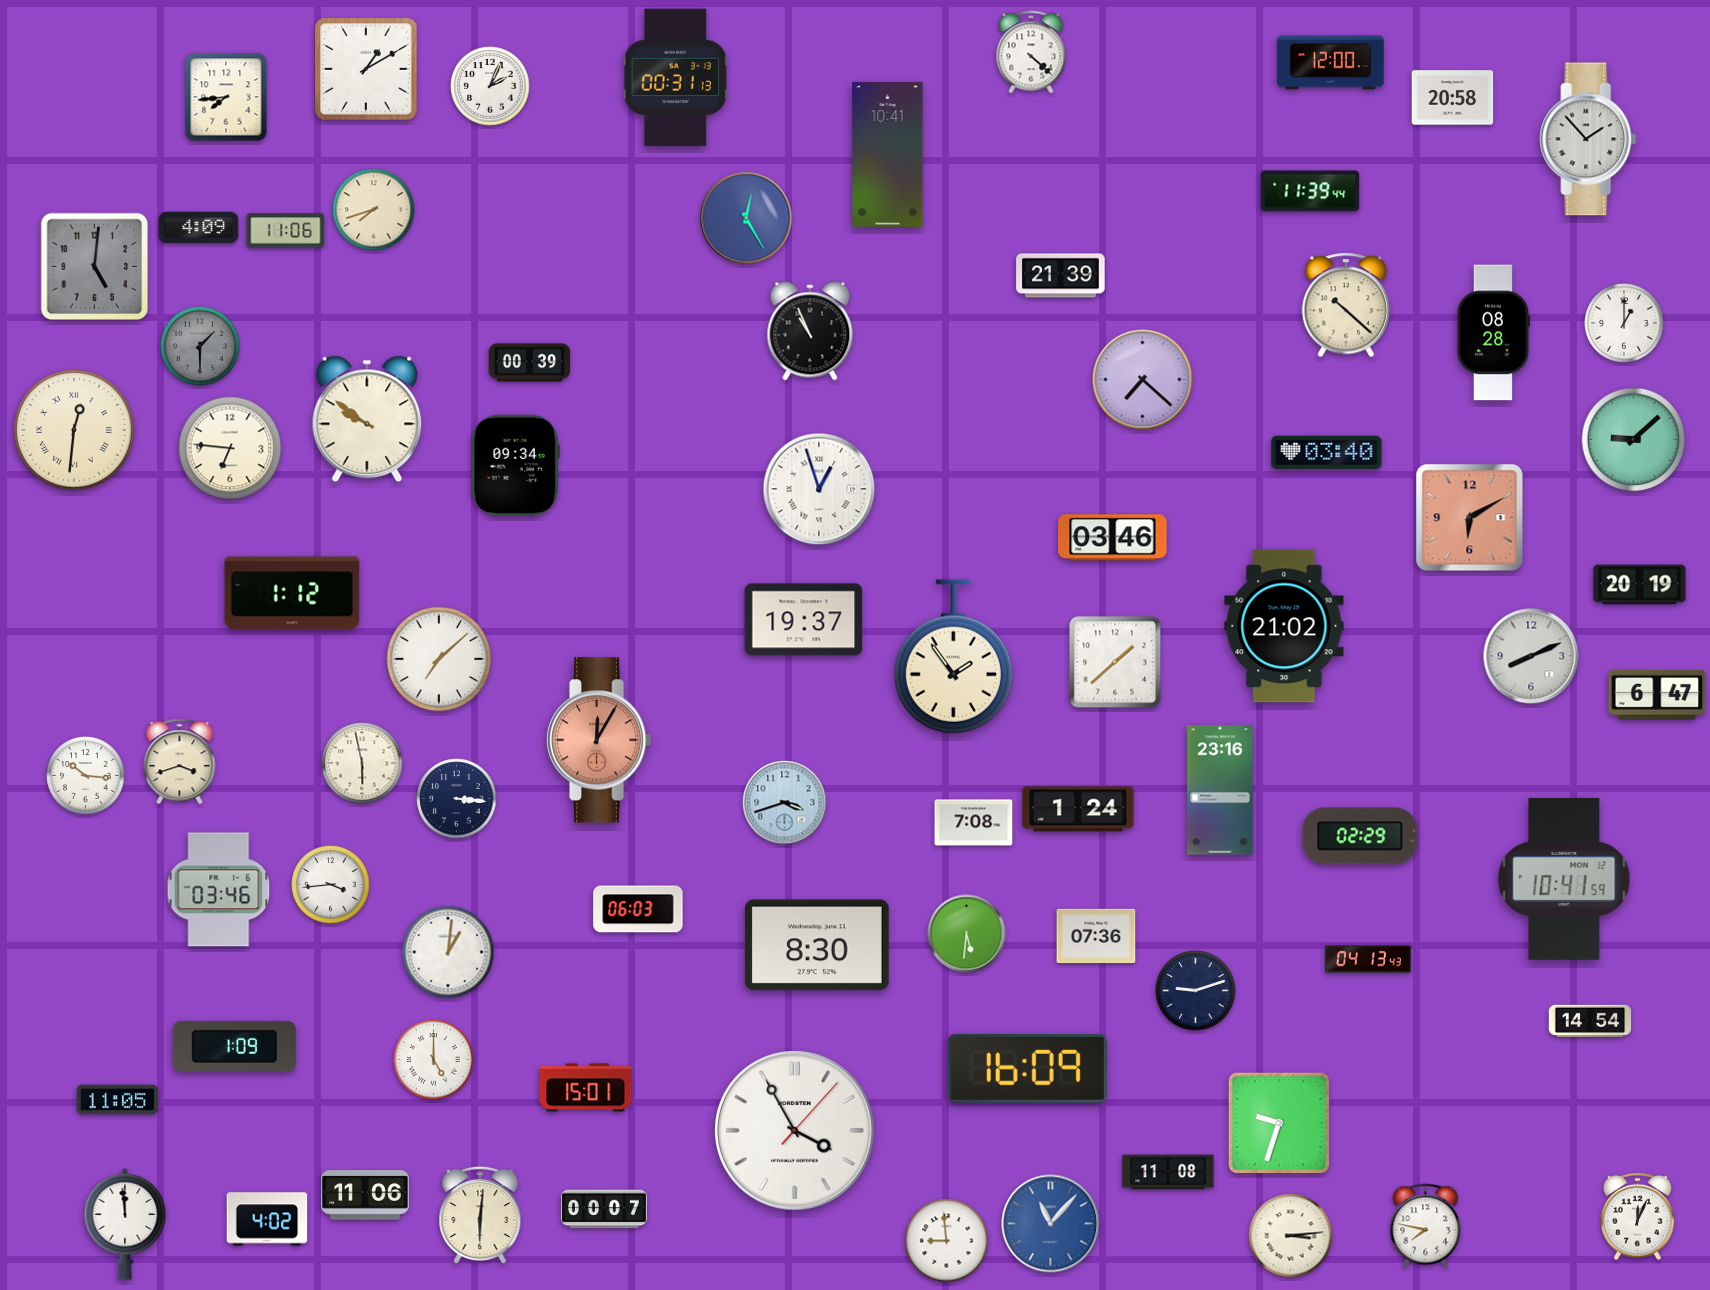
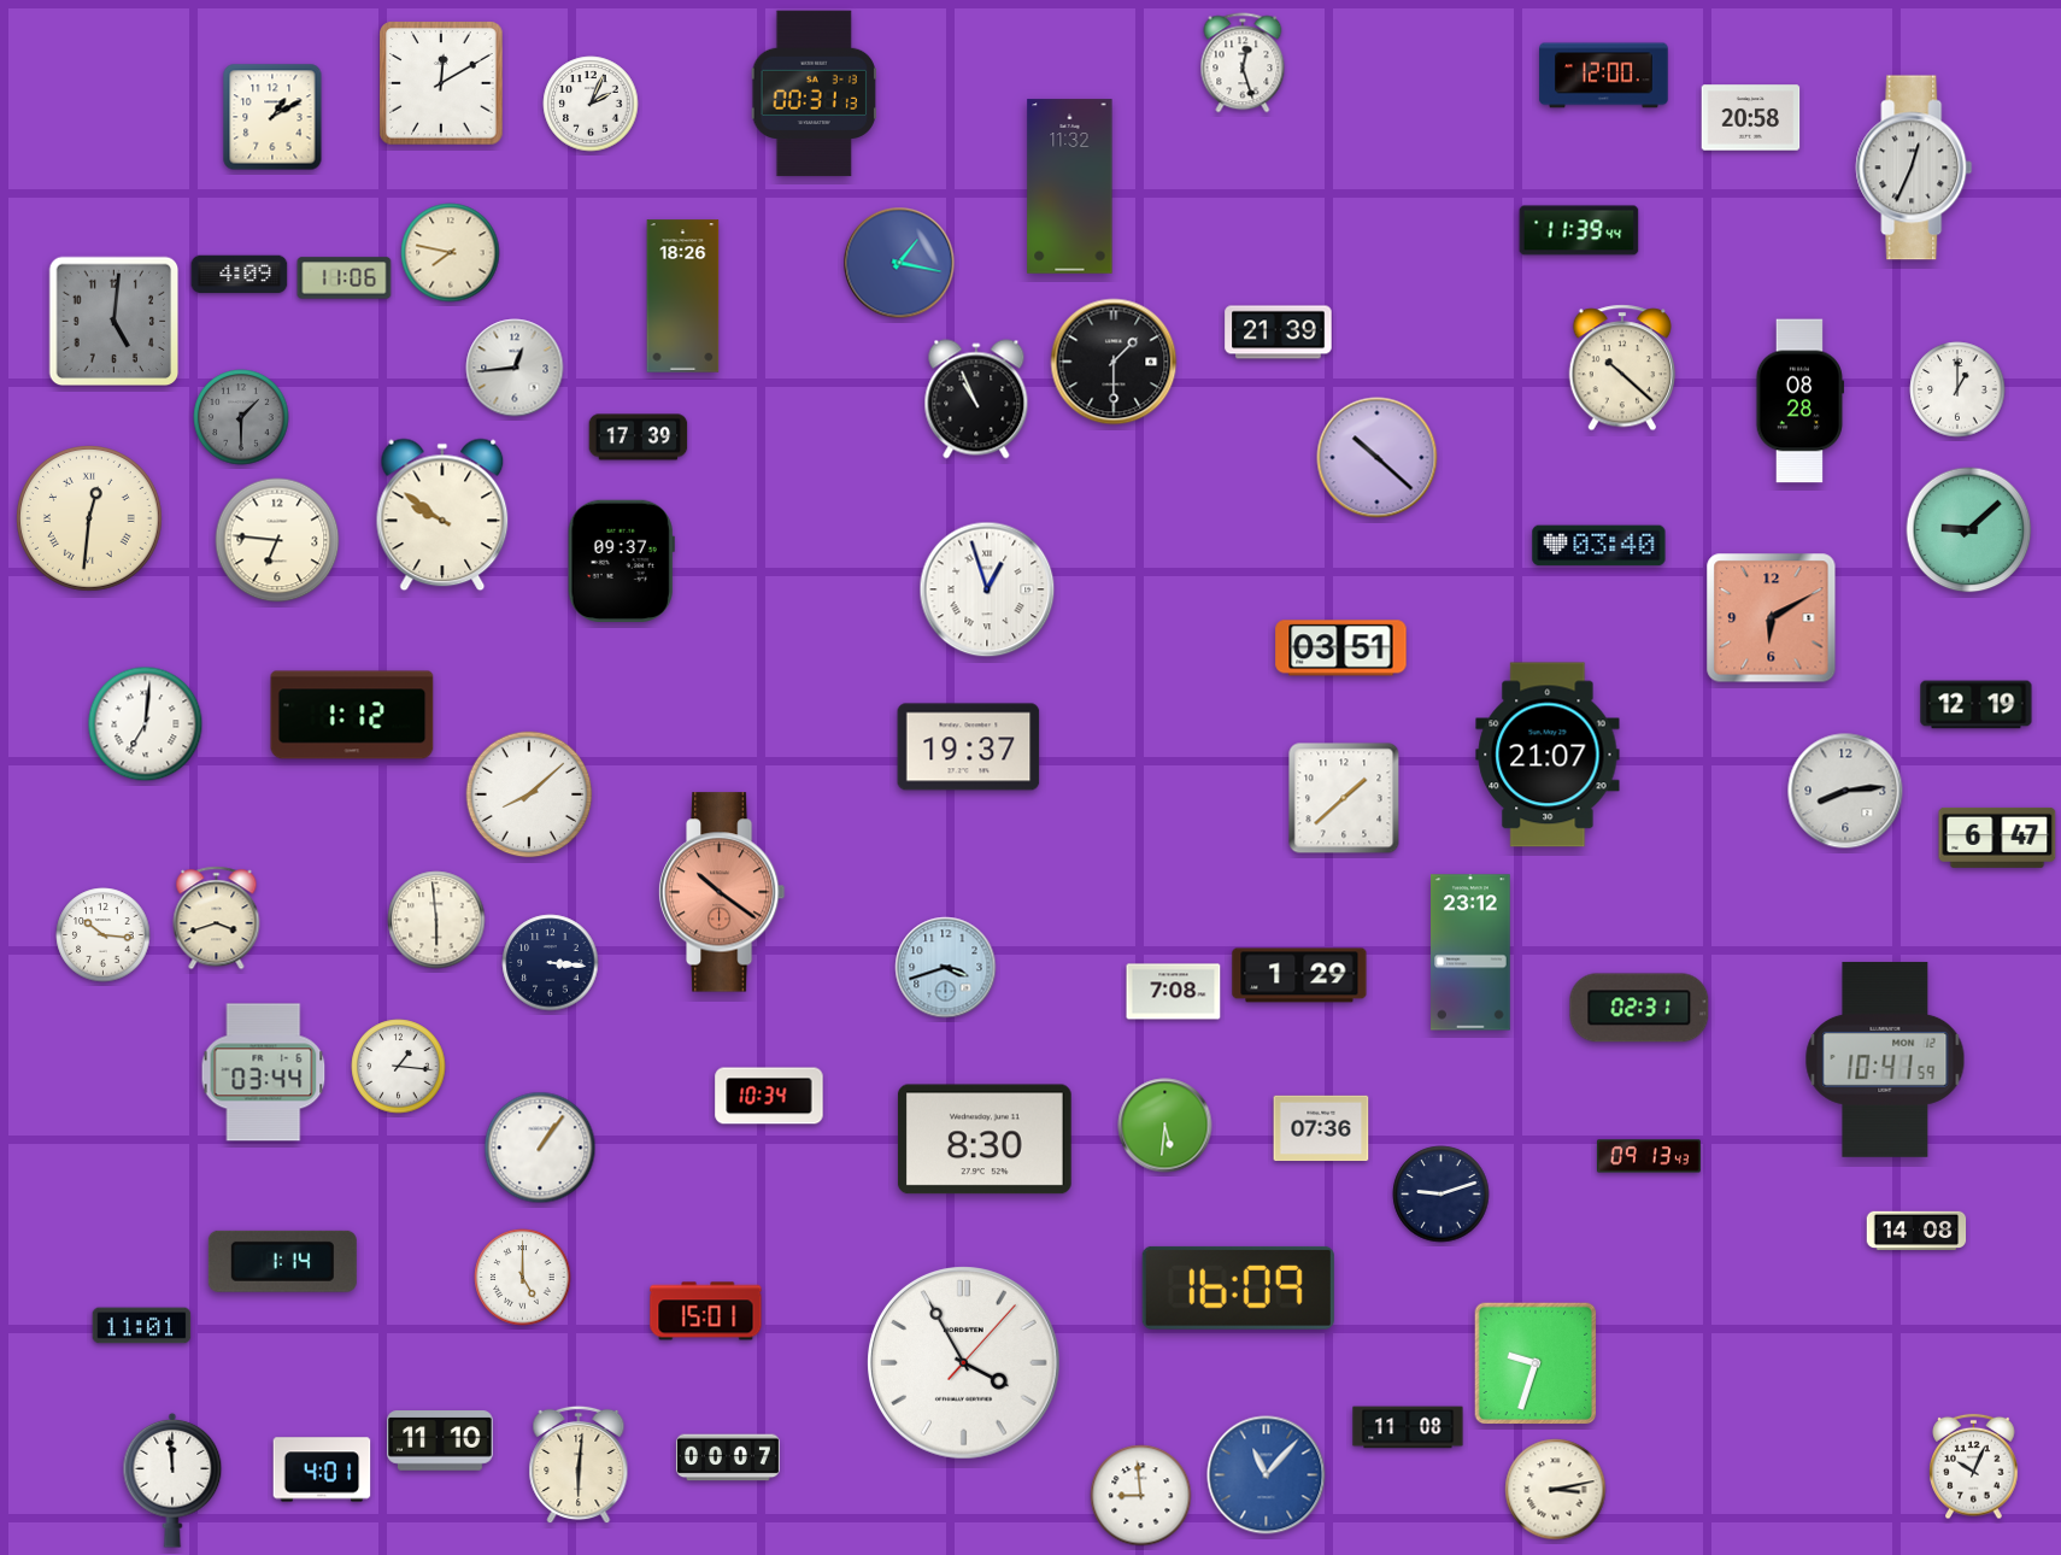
clock at (1031, 52): 4:22 -> 12:27
clock at (366, 69): 1:10 -> 12:10
clock at (226, 97): 7:44 -> 1:10
clock at (1588, 139): 1:53 -> 12:34
clock at (888, 155): 10:41 -> 11:32
clock at (374, 210): 7:42 -> 7:47
clock at (746, 218): 12:25 -> 1:17
clock at (683, 297): none -> 18:26
clock at (1114, 362): none -> 1:30
clock at (515, 368): none -> 12:44
clock at (530, 363): 00:39 -> 17:39
clock at (1143, 380): 7:22 -> 10:22
clock at (367, 419) position: (367, 419) -> (442, 515)
clock at (515, 465): 09:34 -> 09:37
clock at (1470, 518) position: (1470, 518) -> (1772, 618)
clock at (1113, 538): 03:46 -> 03:51
clock at (1640, 585): 20:19 -> 12:19
clock at (146, 724): none -> 7:01
clock at (1284, 626): 21:02 -> 21:07
clock at (1531, 656): 8:11 -> 8:14
clock at (953, 657): 1:54 -> none
clock at (439, 659): 7:08 -> 8:08
clock at (599, 740): 12:05 -> 10:21
clock at (362, 763): 5:58 -> 5:59
clock at (1220, 790): 23:16 -> 23:12
clock at (1078, 809): 1:24 -> 1:29
clock at (1360, 836): 02:29 -> 02:31
clock at (331, 885): 3:44 -> 1:16
clock at (219, 890): 03:46 -> 03:44
clock at (638, 909): 06:03 -> 10:34
clock at (448, 952): 1:01 -> 1:06
clock at (1368, 959): 04:13 -> 09:13
clock at (1590, 1021): 14:54 -> 14:08
clock at (234, 1046): 1:09 -> 1:14
clock at (118, 1100): 11:05 -> 11:01
clock at (1279, 1123) position: (1279, 1123) -> (1536, 1363)
clock at (795, 1131) position: (795, 1131) -> (964, 1363)
clock at (1168, 1172) position: (1168, 1172) -> (1408, 1427)
clock at (365, 1195): 11:06 -> 11:10
clock at (1638, 1217): 12:04 -> 10:04
clock at (267, 1219): 4:02 -> 4:01
clock at (125, 1224) position: (125, 1224) -> (172, 1480)
clock at (1426, 1226): 7:47 -> none
clock at (1291, 1236): 3:14 -> 3:13
